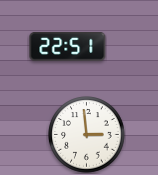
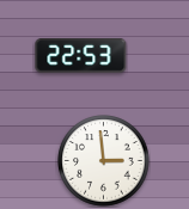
clock at (68, 47): 22:51 -> 22:53
